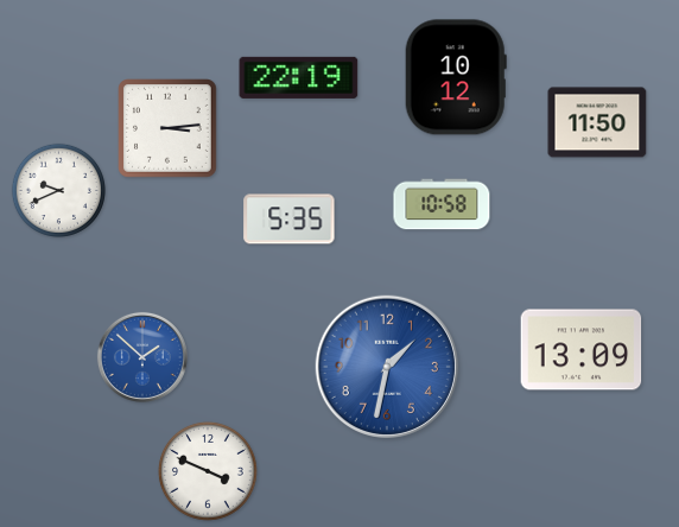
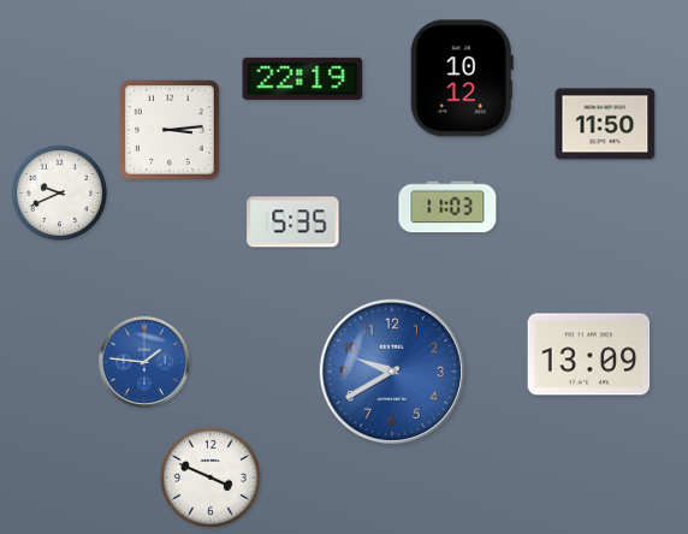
clock at (442, 204): 10:58 -> 11:03
clock at (142, 357): 1:52 -> 1:46
clock at (387, 367): 1:32 -> 9:40
